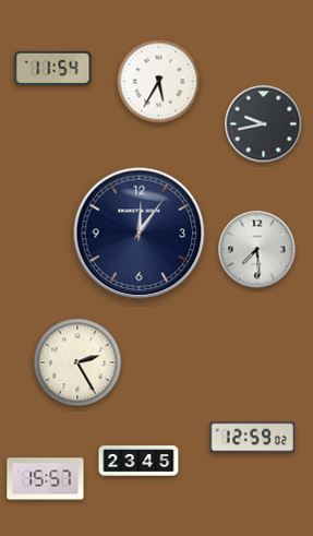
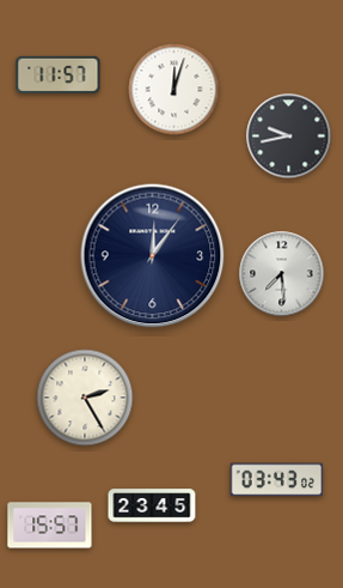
clock at (53, 68): 11:54 -> 11:57
clock at (159, 82): 5:35 -> 12:03
clock at (253, 438): 12:59 -> 03:43
